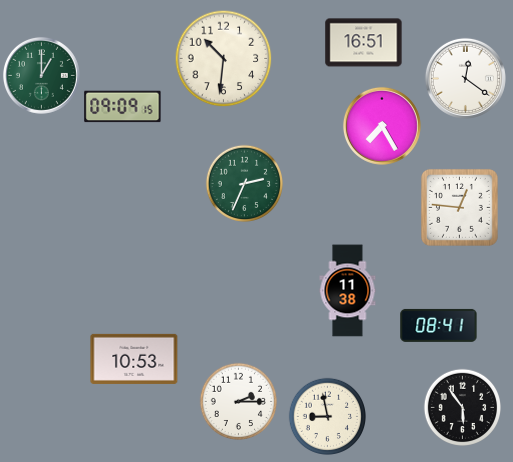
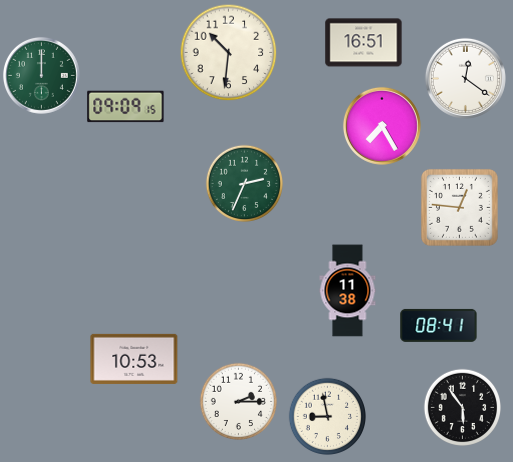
clock at (223, 58) position: (223, 58) -> (228, 52)
clock at (41, 75): 1:00 -> 12:00
clock at (123, 107) position: (123, 107) -> (126, 107)
